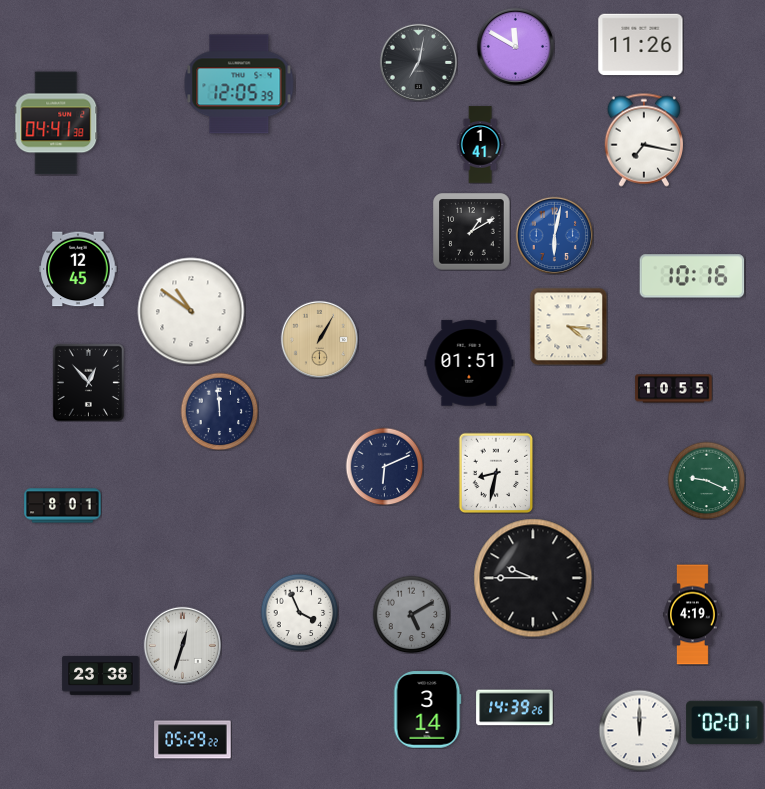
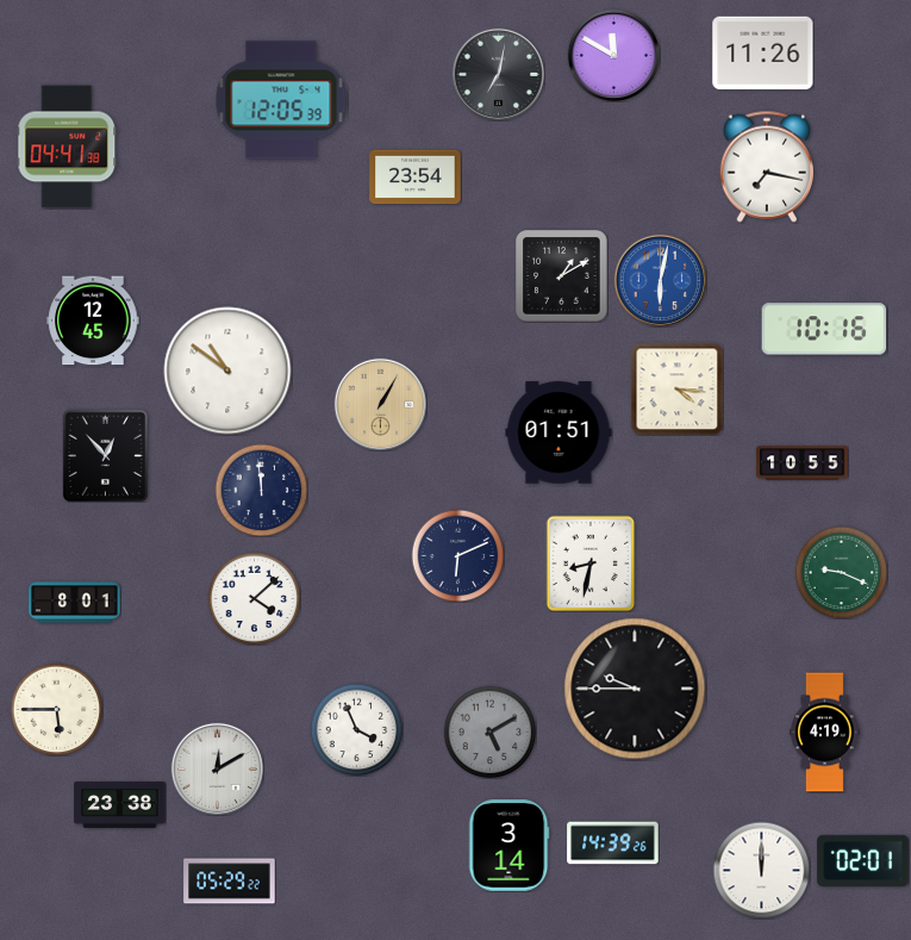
clock at (239, 84) position: (239, 84) -> (281, 100)
clock at (480, 145): 1:41 -> none
clock at (416, 178): none -> 23:54
clock at (254, 598): none -> 4:08
clock at (56, 709): none -> 5:45
clock at (182, 645): 12:33 -> 12:10
